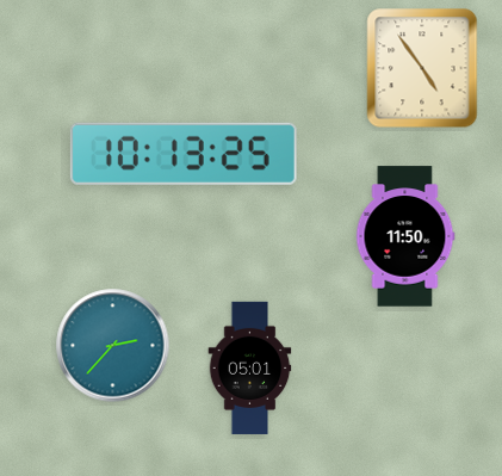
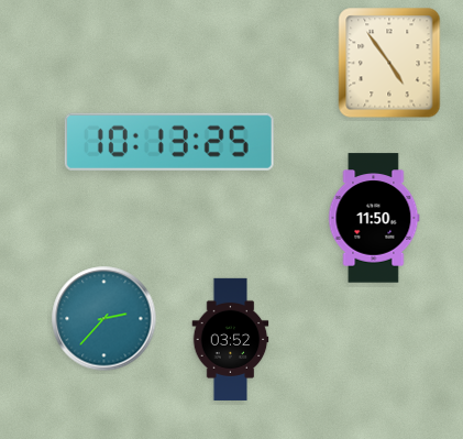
clock at (250, 367): 05:01 -> 03:52
